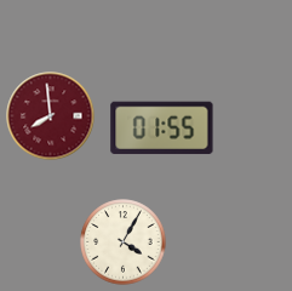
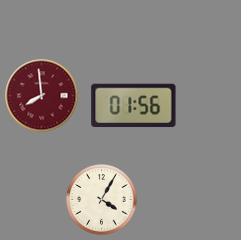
clock at (162, 129): 01:55 -> 01:56
